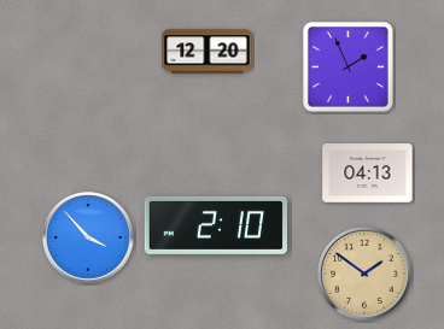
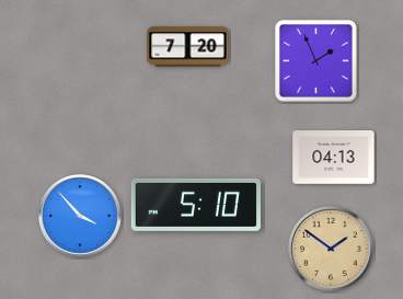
clock at (208, 52): 12:20 -> 7:20
clock at (215, 225): 2:10 -> 5:10
